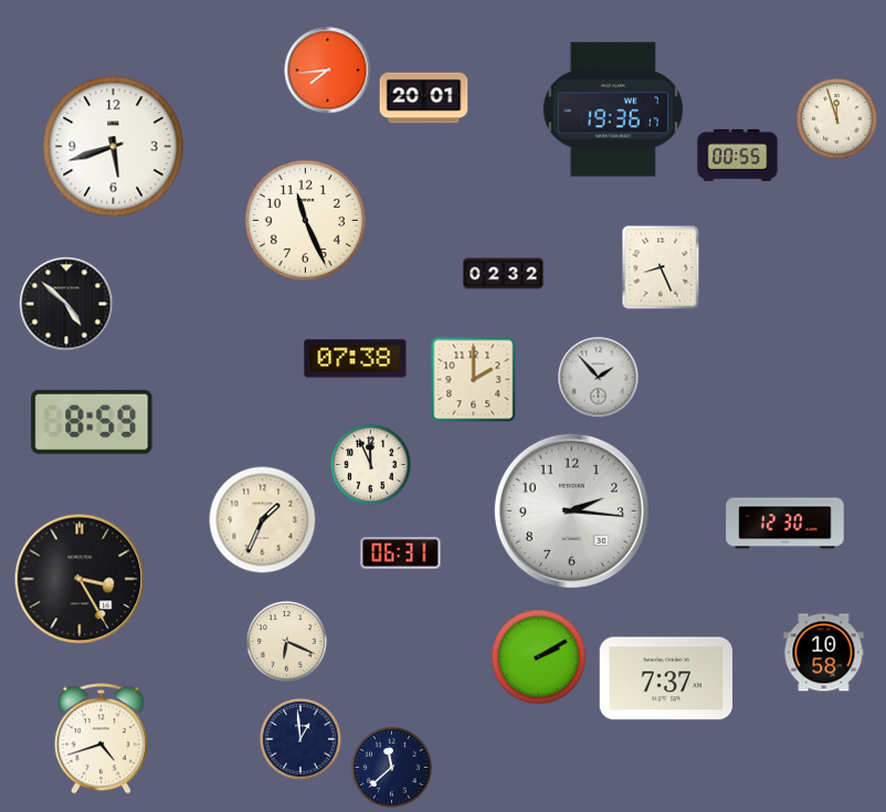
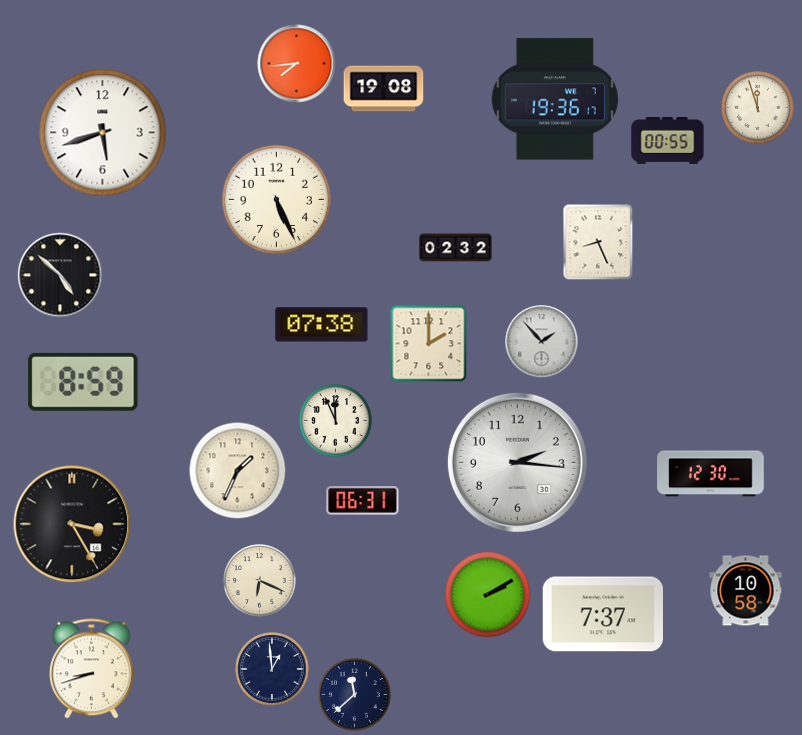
clock at (424, 98): 20:01 -> 19:08
clock at (305, 220): 11:26 -> 5:26
clock at (102, 739): 4:42 -> 8:42
